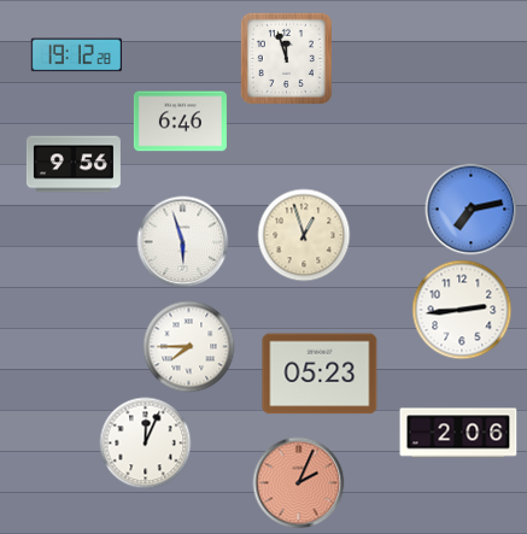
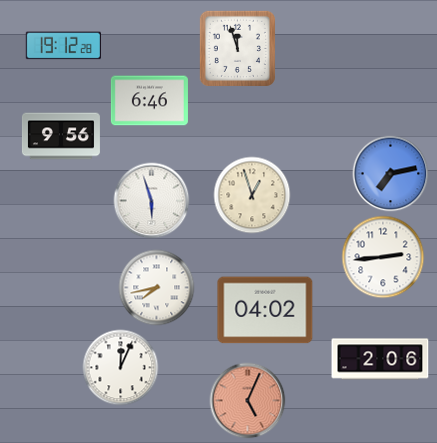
clock at (189, 347): 7:45 -> 7:43
clock at (320, 374): 05:23 -> 04:02
clock at (299, 483): 2:04 -> 5:04
